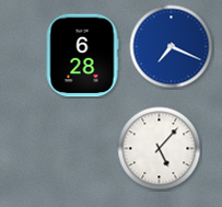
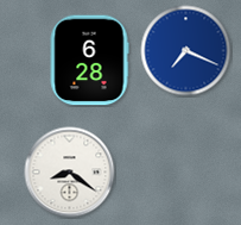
clock at (160, 149): 5:07 -> none
clock at (70, 173): none -> 8:21
